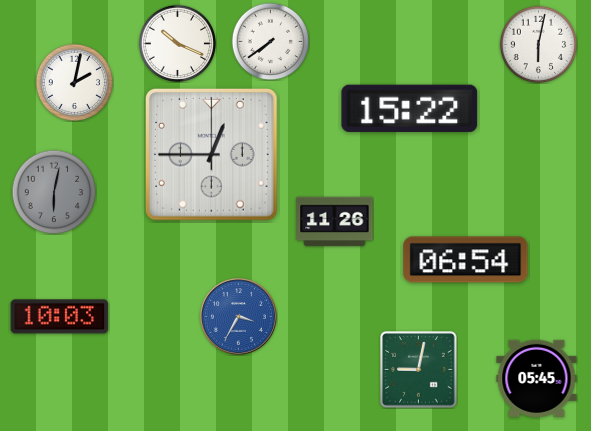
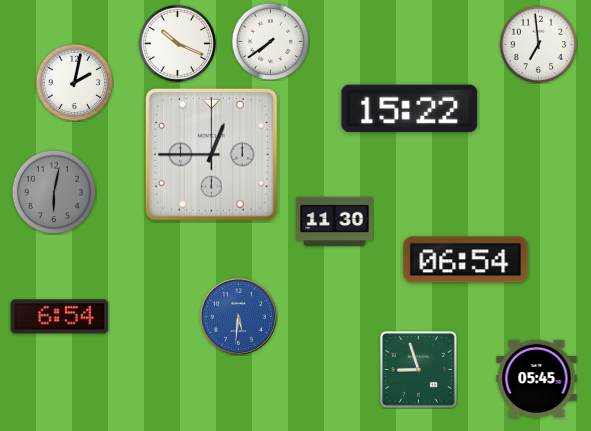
clock at (538, 44): 6:02 -> 6:59
clock at (335, 222): 11:26 -> 11:30
clock at (238, 316): 3:35 -> 5:31
clock at (60, 317): 10:03 -> 6:54
clock at (419, 370): 9:02 -> 8:57
